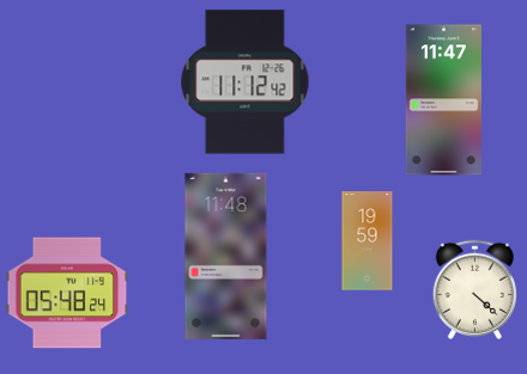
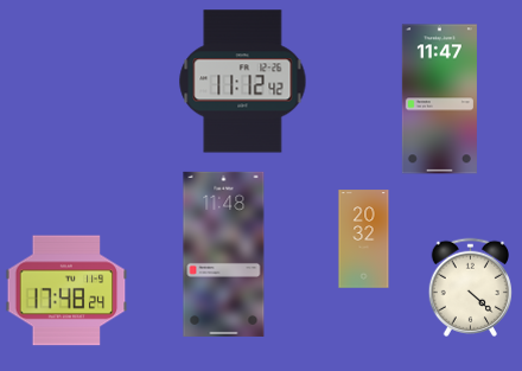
clock at (368, 241): 19:59 -> 20:32
clock at (67, 293): 05:48 -> 17:48
